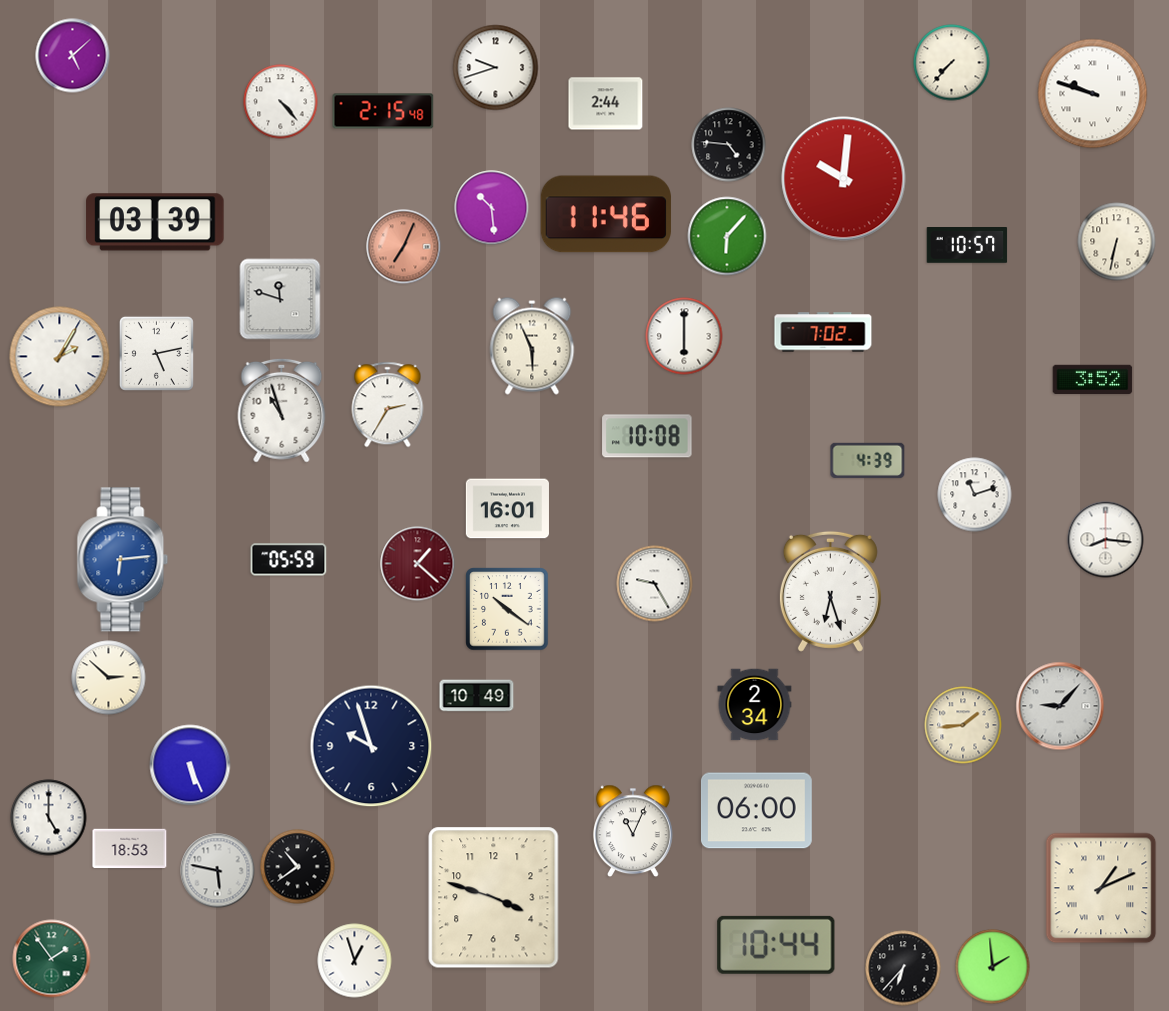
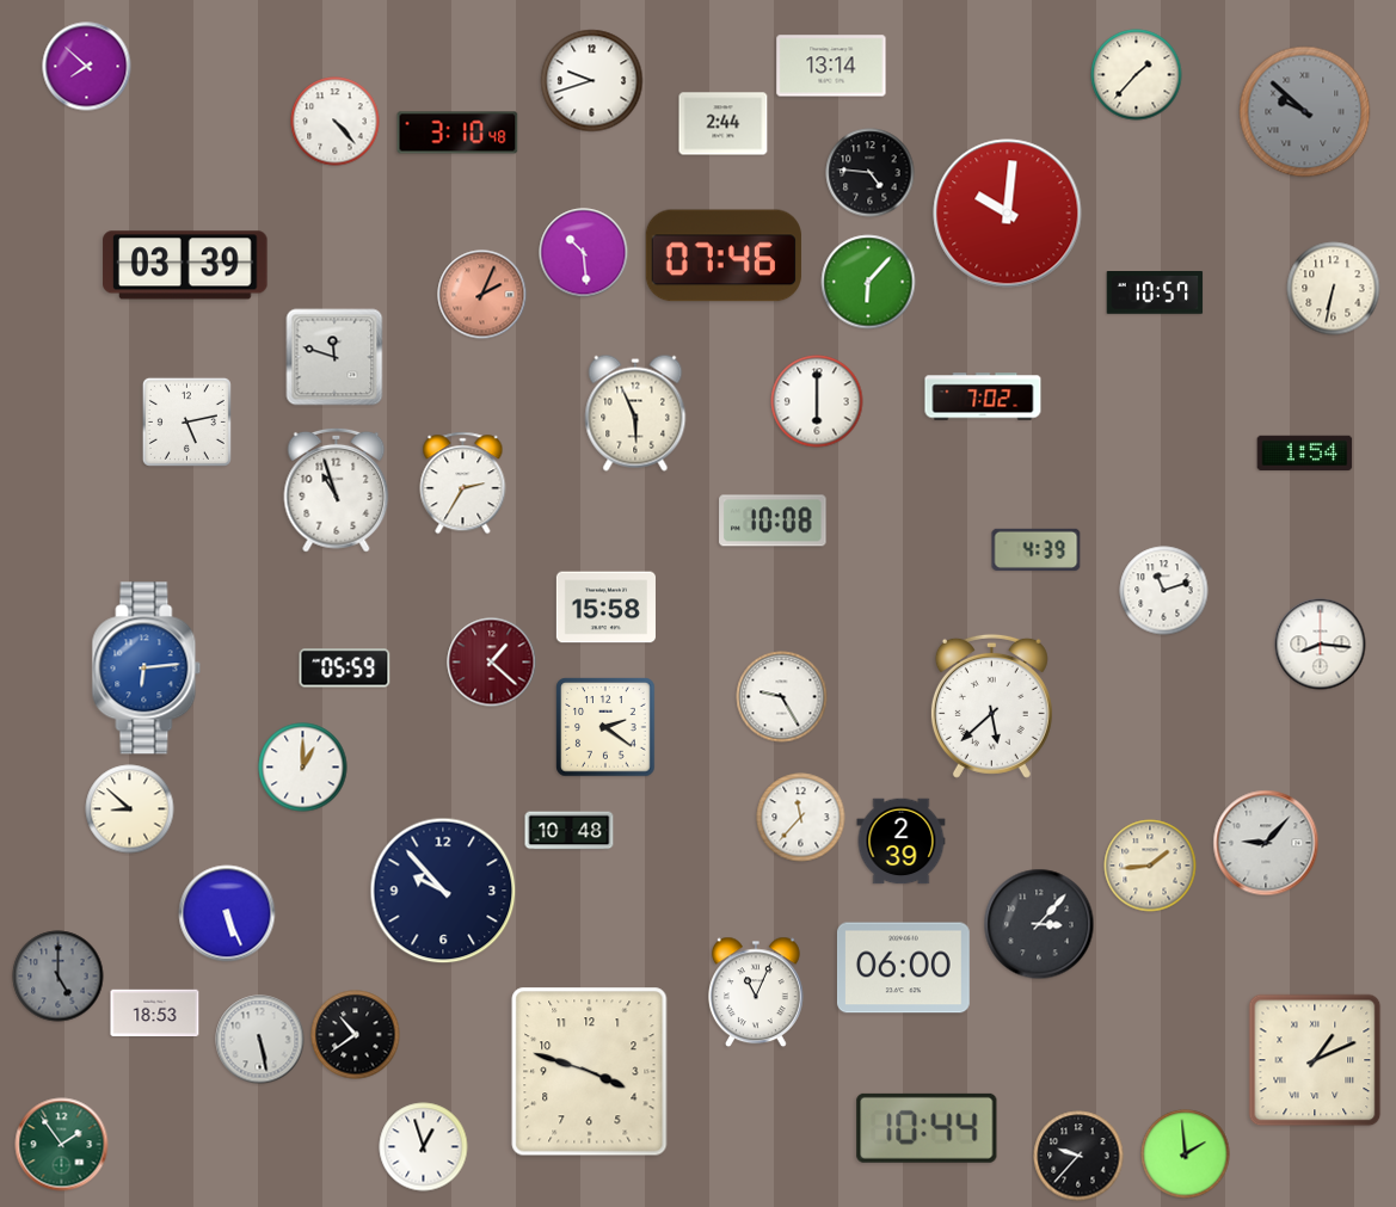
clock at (831, 66): none -> 13:14
clock at (73, 56): 5:08 -> 7:52
clock at (952, 63): 7:37 -> 1:37
clock at (1093, 94): 9:48 -> 9:52
clock at (1093, 94) dial: white -> grey
clock at (383, 111): 2:15 -> 3:10
clock at (492, 208) position: (492, 208) -> (584, 253)
clock at (606, 214): 11:46 -> 07:46
clock at (404, 247): 7:04 -> 2:04
clock at (60, 357): 2:05 -> none
clock at (1093, 379): 3:52 -> 1:54
clock at (507, 509): 16:01 -> 15:58
clock at (418, 564) position: (418, 564) -> (492, 663)
clock at (830, 591): 6:27 -> 5:38
clock at (507, 609): 10:21 -> 2:21
clock at (303, 768): none -> 1:00
clock at (109, 678): 2:52 -> 8:52
clock at (801, 818): none -> 11:37
clock at (477, 696): 10:49 -> 10:48
clock at (755, 705): 2:34 -> 2:39
clock at (371, 746): 9:57 -> 9:53
clock at (1039, 924): none -> 3:07
clock at (49, 818) dial: white -> grey
clock at (218, 871): 5:47 -> 5:28
clock at (903, 968): 6:37 -> 9:37
